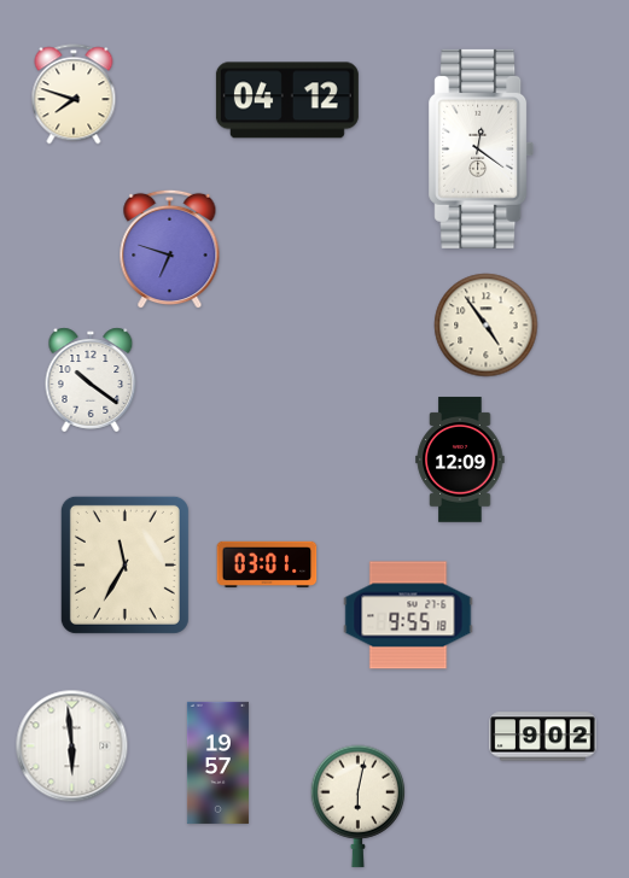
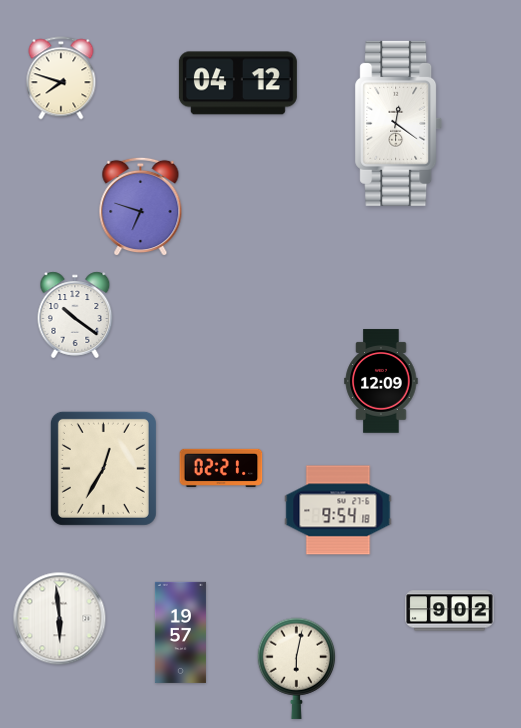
clock at (487, 326): 4:54 -> none
clock at (267, 563): 03:01 -> 02:21
clock at (124, 564): 11:35 -> 12:35
clock at (408, 615): 9:55 -> 9:54
